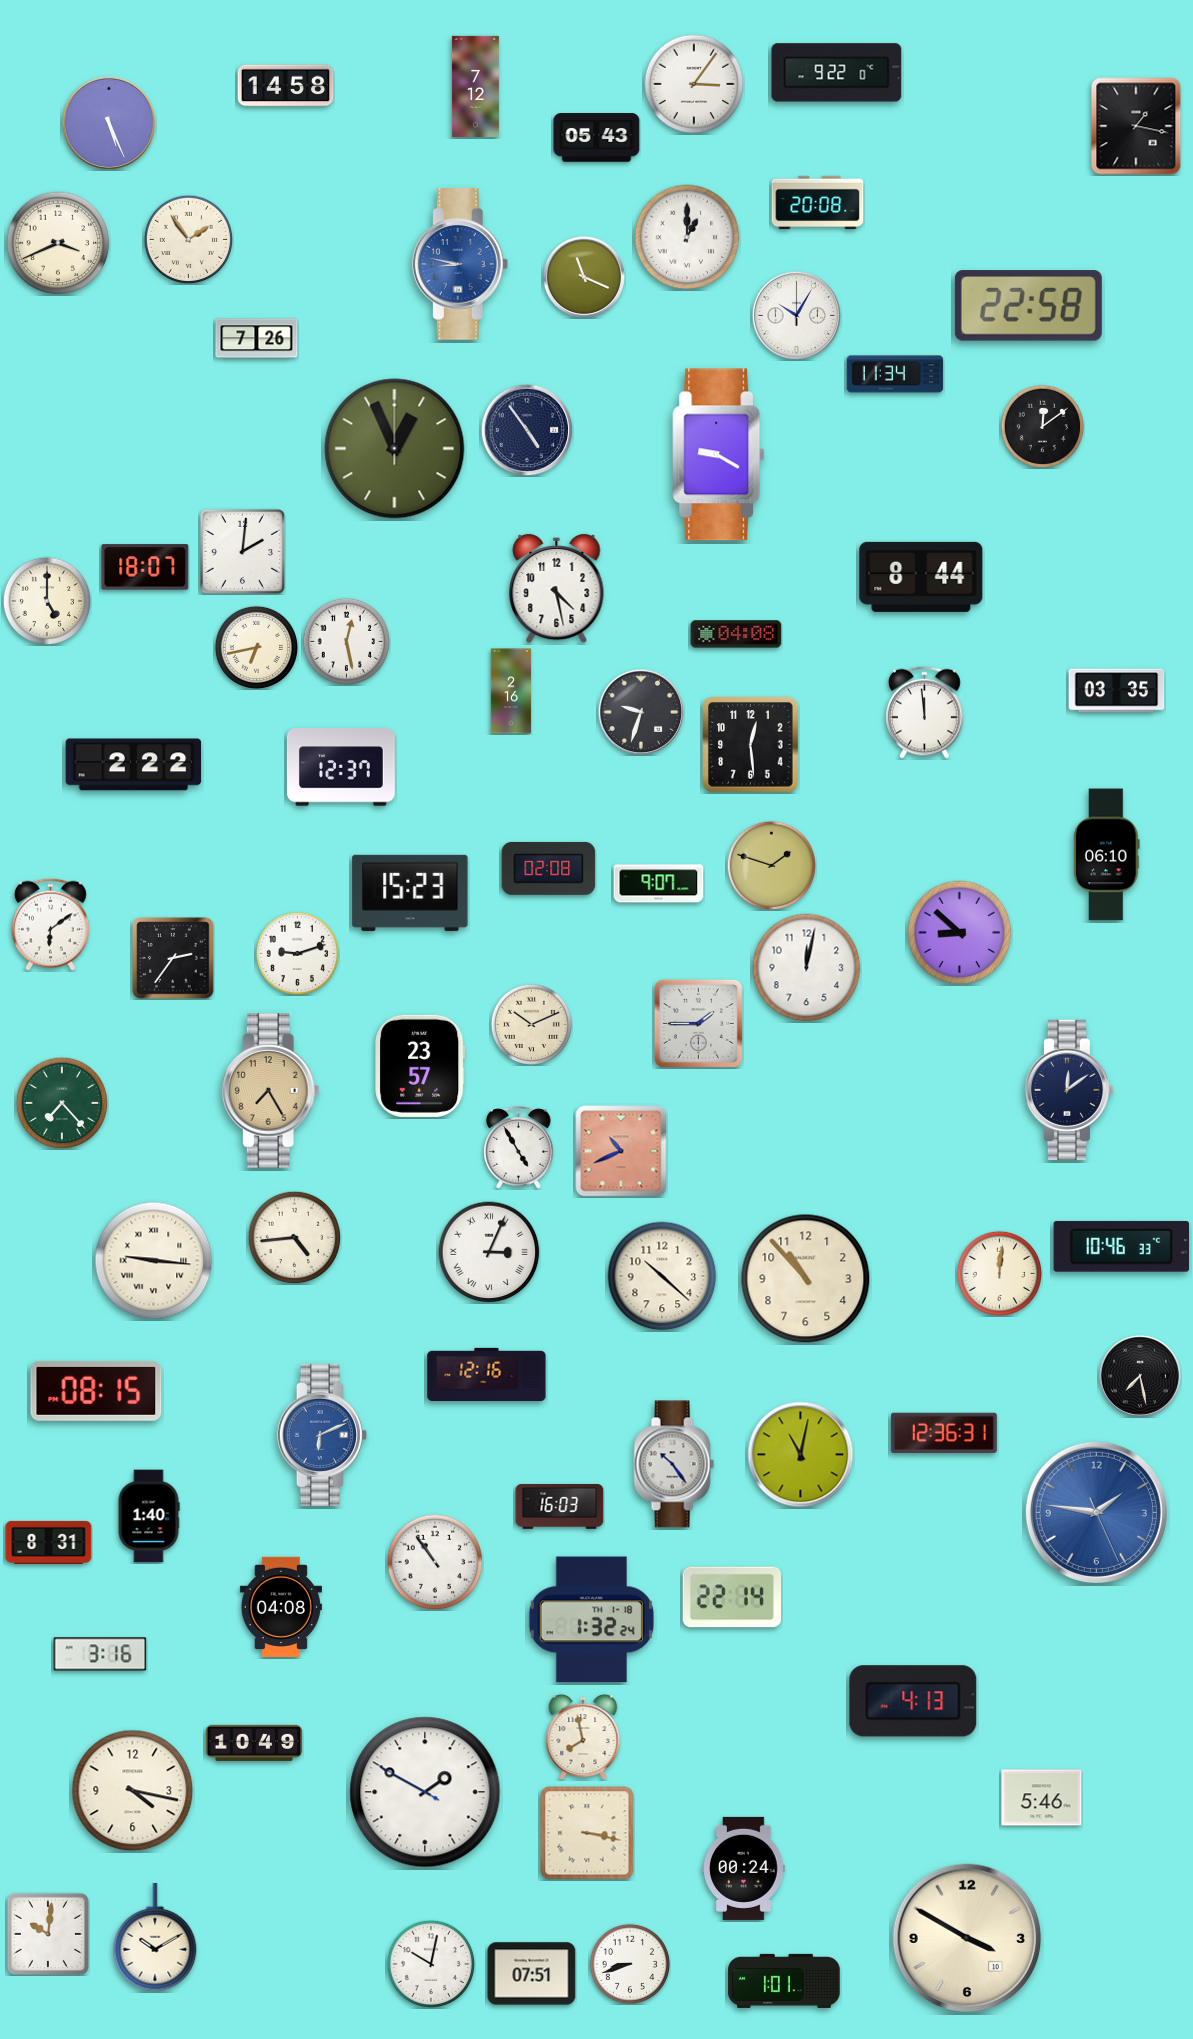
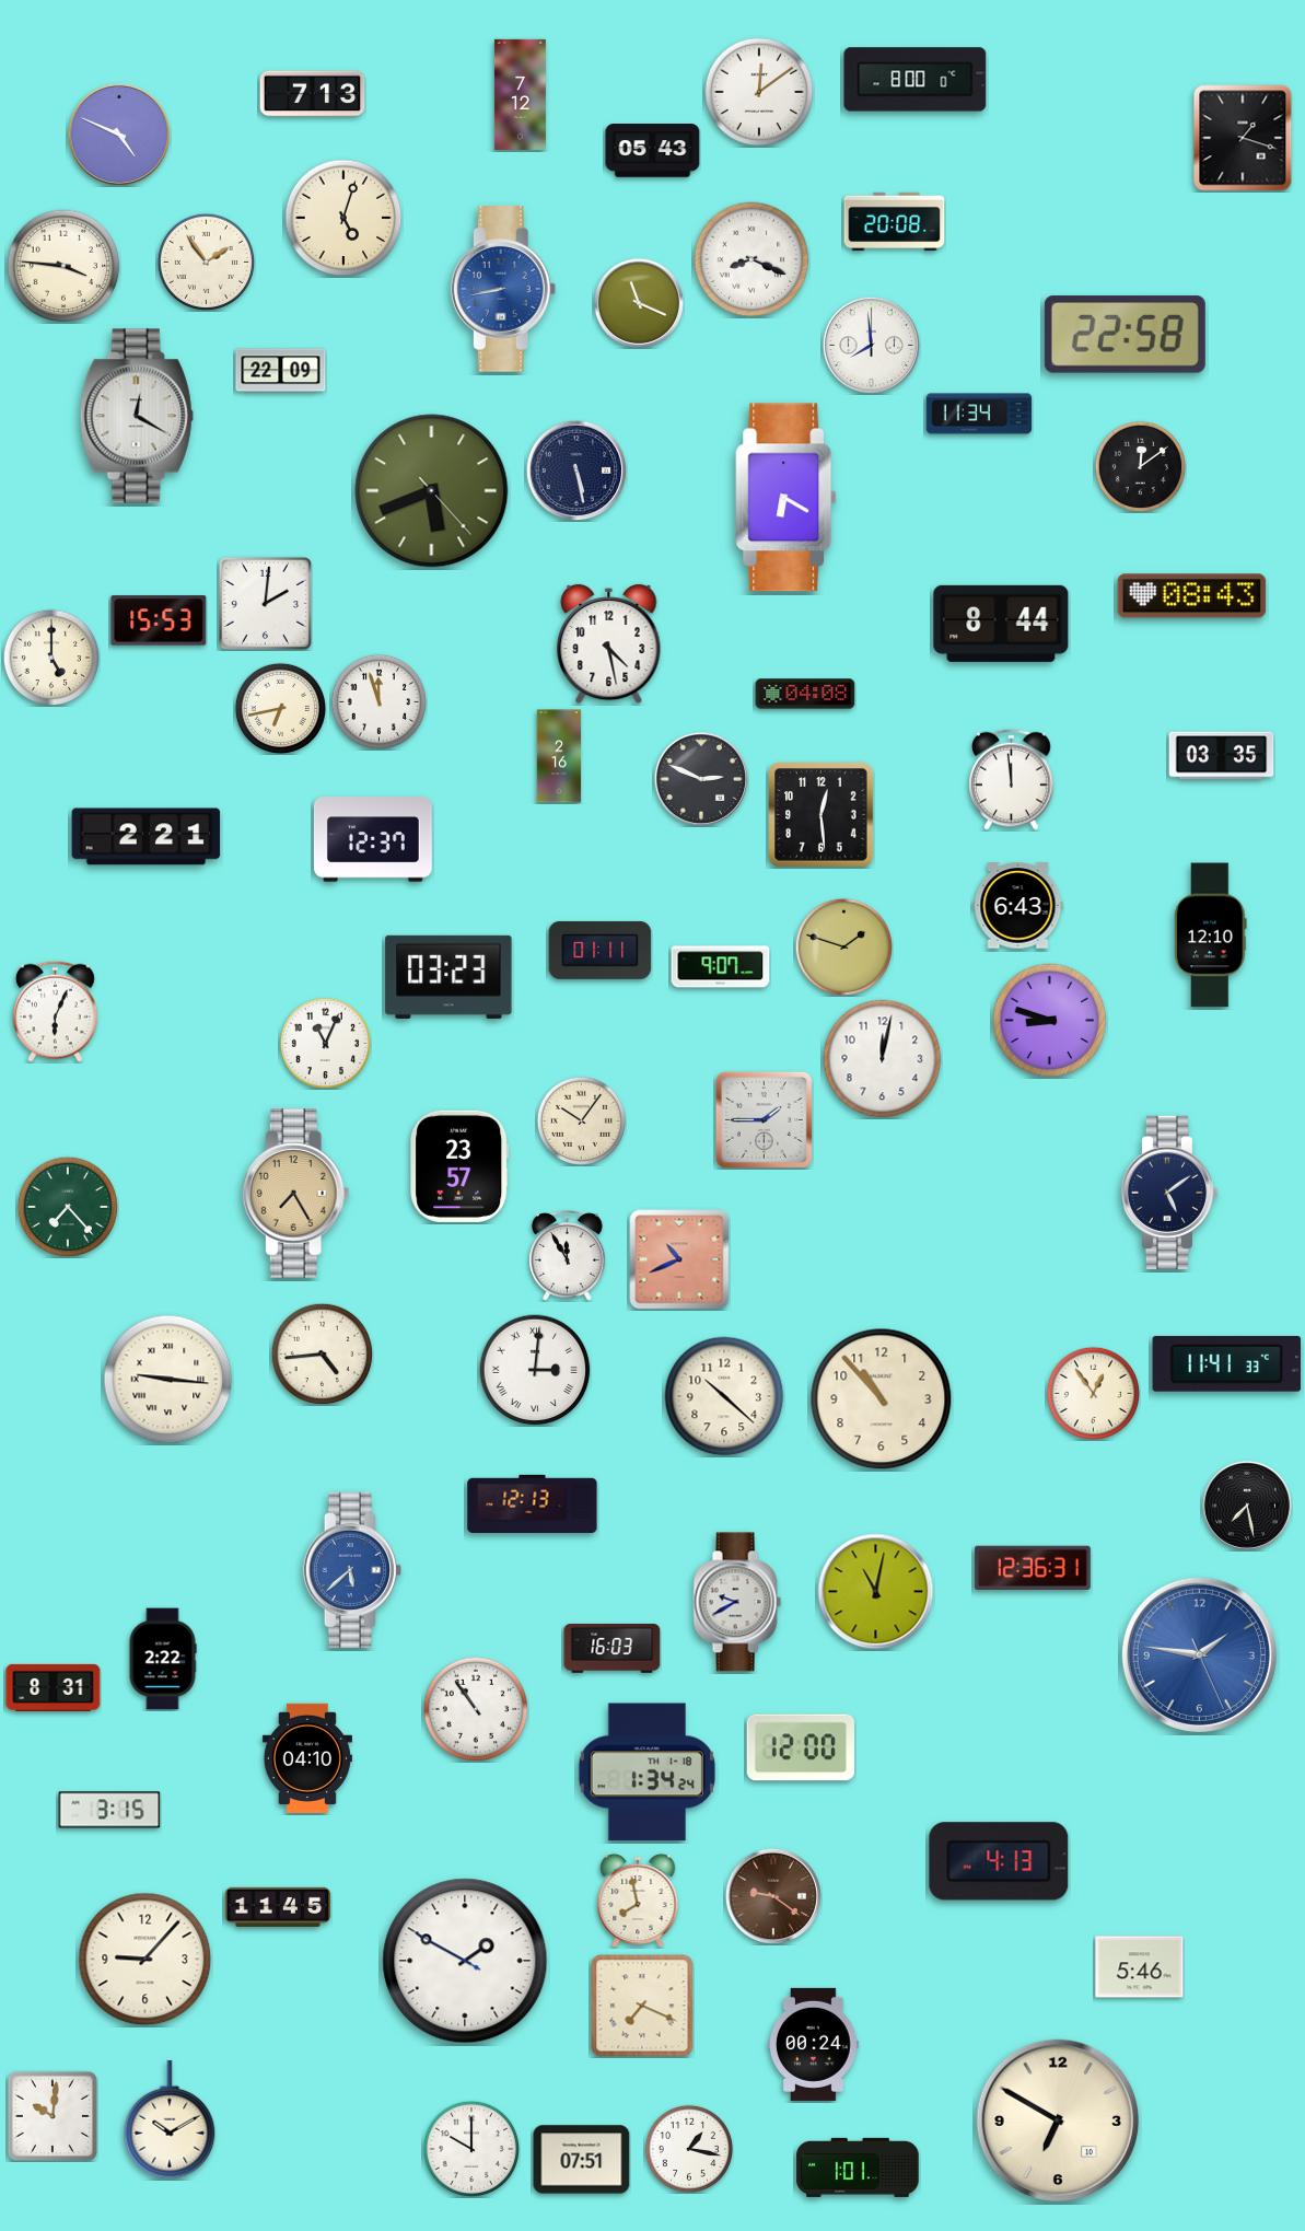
clock at (837, 73): 9:22 -> 8:00
clock at (694, 84): 3:06 -> 12:09
clock at (286, 86): 14:58 -> 7:13
clock at (109, 123): 5:26 -> 4:49
clock at (1136, 126): 1:17 -> 1:18
clock at (343, 218): none -> 5:03
clock at (687, 237): 1:00 -> 8:19
clock at (58, 243): 3:41 -> 3:46
clock at (460, 265): 8:47 -> 8:43
clock at (796, 315): 10:05 -> 7:59
clock at (257, 339): 7:26 -> 22:09
clock at (895, 374) position: (895, 374) -> (979, 414)
clock at (137, 416): none -> 12:20
clock at (527, 430): 4:54 -> 5:28
clock at (395, 449): 12:56 -> 5:41
clock at (719, 455): 9:20 -> 6:20
clock at (1192, 596): none -> 08:43
clock at (145, 567): 18:07 -> 15:53
clock at (921, 577) position: (921, 577) -> (1001, 624)
clock at (346, 641): 12:28 -> 11:57
clock at (641, 712): 9:33 -> 2:49
clock at (134, 765): 2:22 -> 2:21
clock at (1018, 906): none -> 6:43
clock at (1107, 855): 06:10 -> 12:10
clock at (549, 868): 02:08 -> 01:11
clock at (410, 893): 15:23 -> 03:23
clock at (51, 924): 6:09 -> 6:04
clock at (960, 933): 8:52 -> 8:48
clock at (297, 953): 9:12 -> 11:04
clock at (173, 958): 2:36 -> none
clock at (531, 1024): 10:11 -> 10:06
clock at (1069, 1089): 12:09 -> 5:09
clock at (519, 1148): 4:55 -> 11:55
clock at (1122, 1246): 10:46 -> 11:41
clock at (489, 1252): 3:04 -> 3:01
clock at (999, 1273): 12:01 -> 12:54
clock at (487, 1374): 12:16 -> 12:13
clock at (96, 1391): 08:15 -> none
clock at (322, 1435): 6:11 -> 5:38
clock at (674, 1464): 10:24 -> 9:40
clock at (149, 1516): 1:40 -> 2:22
clock at (731, 1597): 22:14 -> 12:00
clock at (281, 1606): 04:08 -> 04:10
clock at (591, 1620): 1:32 -> 1:34
clock at (100, 1654): 3:16 -> 3:15
clock at (772, 1895): none -> 9:21
clock at (254, 1743): 10:49 -> 11:45
clock at (133, 1791): 4:17 -> 9:07
clock at (587, 1833): 3:17 -> 7:19
clock at (967, 1938): 3:50 -> 6:50
clock at (431, 1964): 10:02 -> 10:00
clock at (630, 1964): 8:42 -> 1:17
